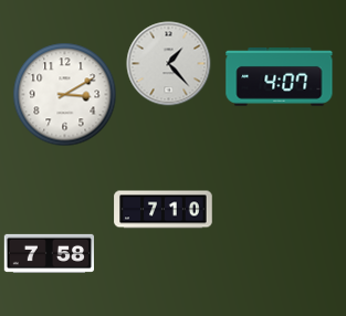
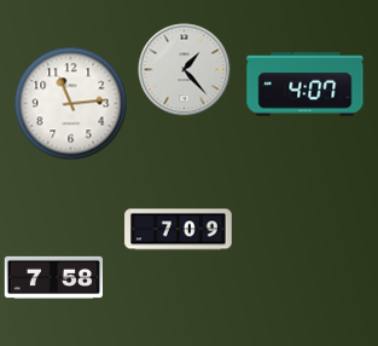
clock at (65, 95): 3:10 -> 11:14
clock at (164, 210): 7:10 -> 7:09
